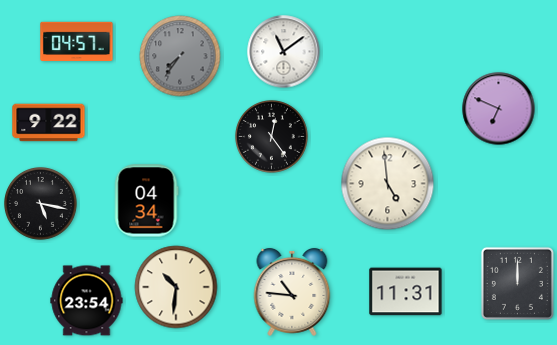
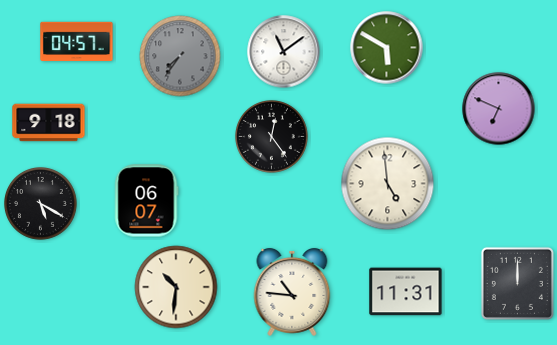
clock at (387, 48): none -> 5:50
clock at (49, 123): 9:22 -> 9:18
clock at (147, 201): 04:34 -> 06:07
clock at (41, 204): 5:17 -> 5:20
clock at (87, 301): 23:54 -> none
